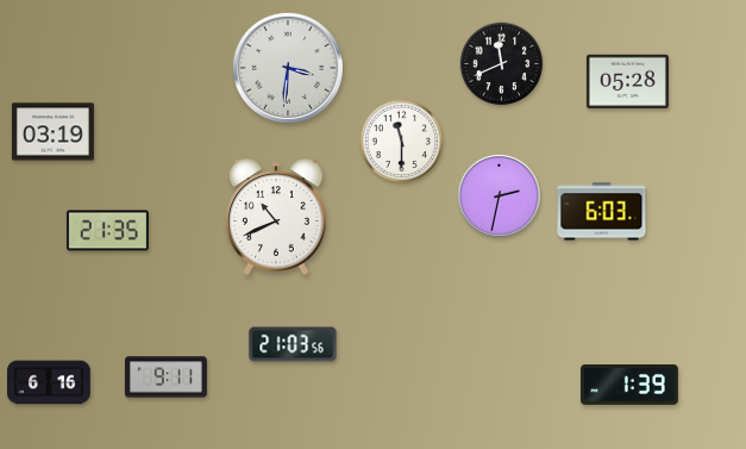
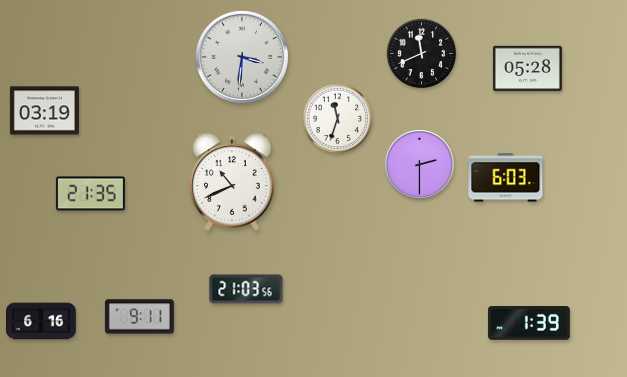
clock at (402, 142): 11:30 -> 11:33
clock at (500, 197): 2:32 -> 2:30
